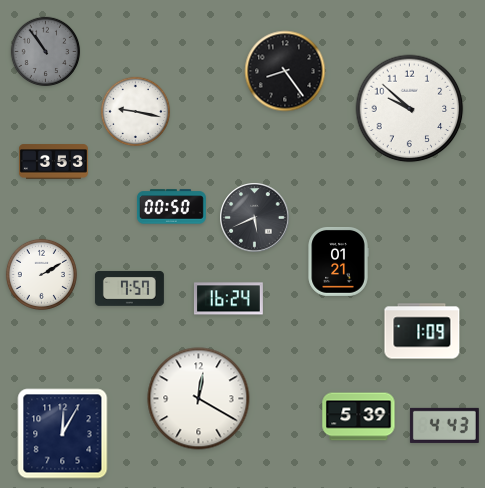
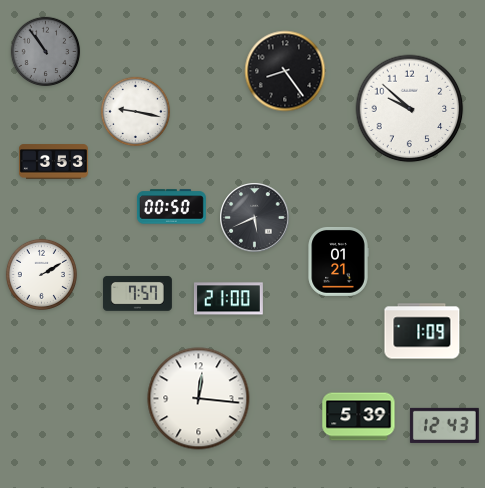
clock at (129, 288) position: (129, 288) -> (137, 293)
clock at (228, 299): 16:24 -> 21:00
clock at (199, 399): 12:20 -> 12:16
clock at (444, 425): 4:43 -> 12:43
clock at (63, 434): 12:05 -> none
